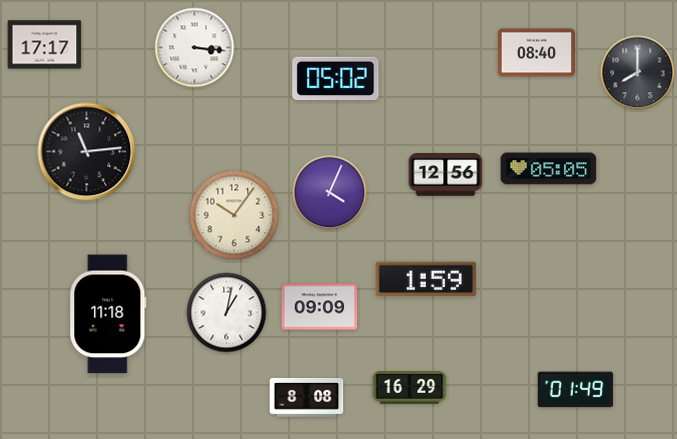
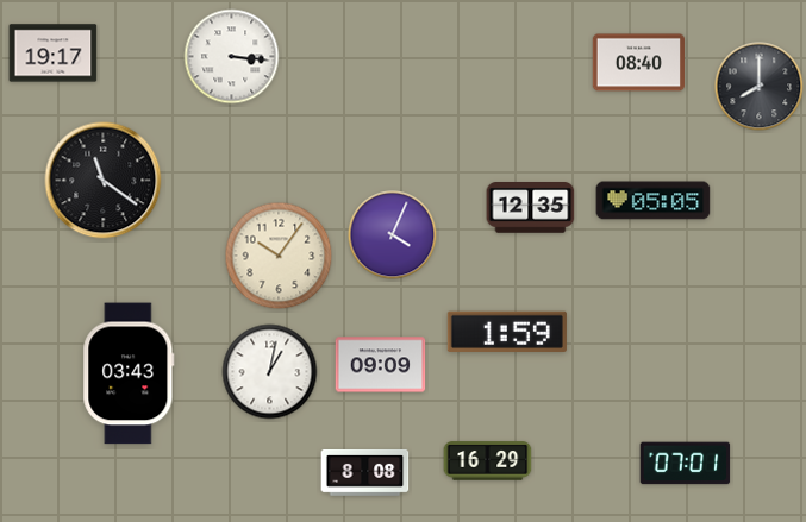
clock at (45, 45): 17:17 -> 19:17
clock at (336, 79): 05:02 -> none
clock at (87, 152): 11:14 -> 11:21
clock at (446, 175): 12:56 -> 12:35
clock at (330, 193) position: (330, 193) -> (393, 235)
clock at (108, 314): 11:18 -> 03:43
clock at (576, 390): 01:49 -> 07:01
